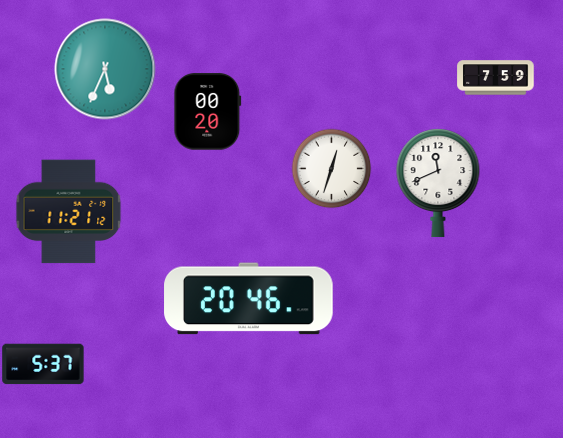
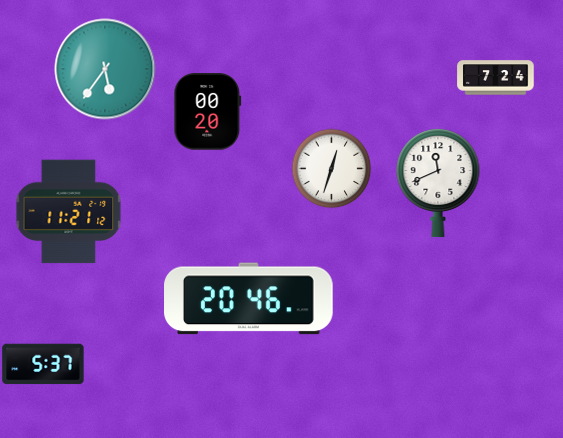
clock at (105, 69): 5:34 -> 5:36
clock at (496, 78): 7:59 -> 7:24
